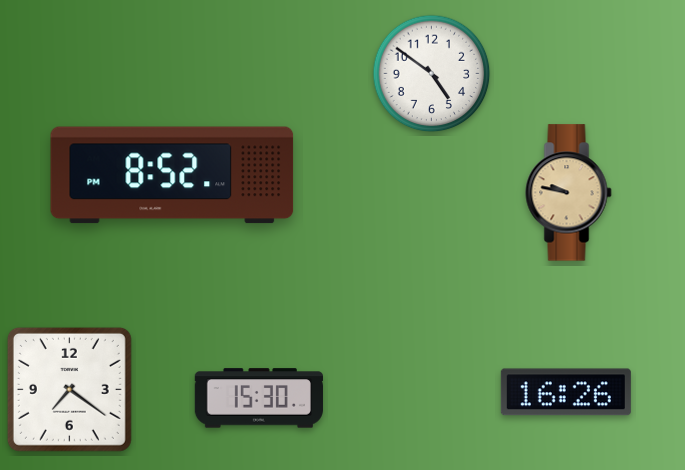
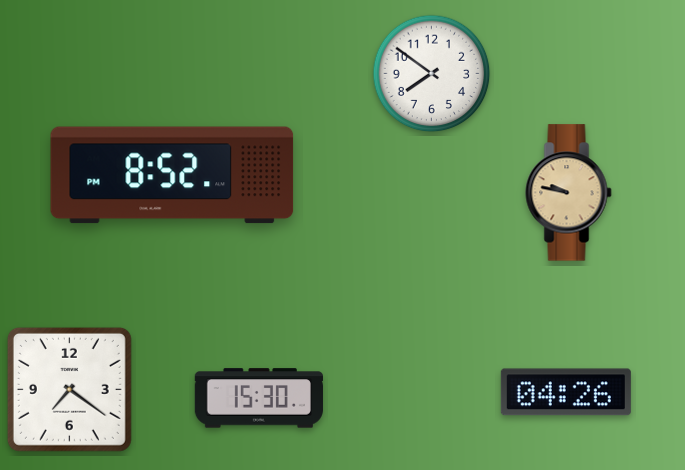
clock at (432, 74): 4:51 -> 7:51
clock at (566, 392): 16:26 -> 04:26
